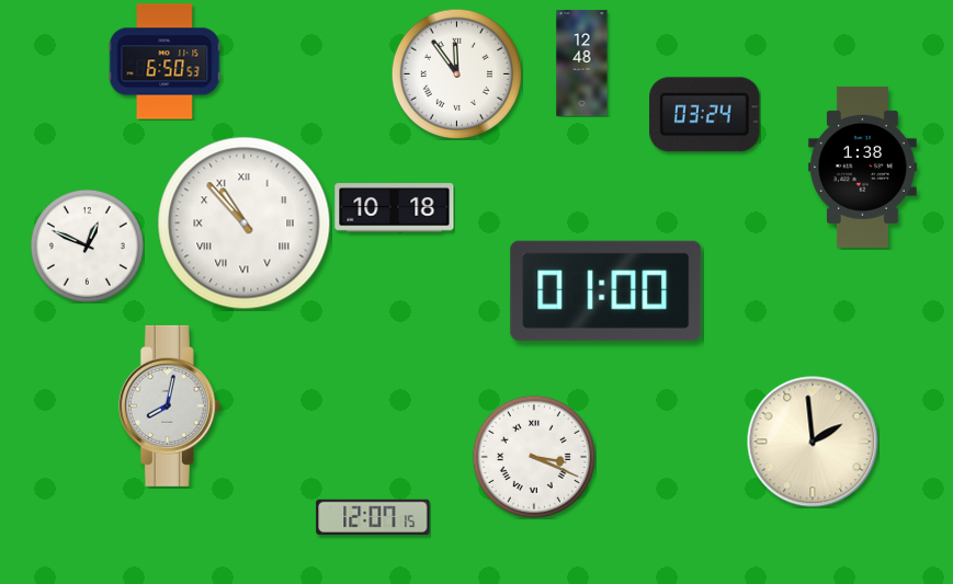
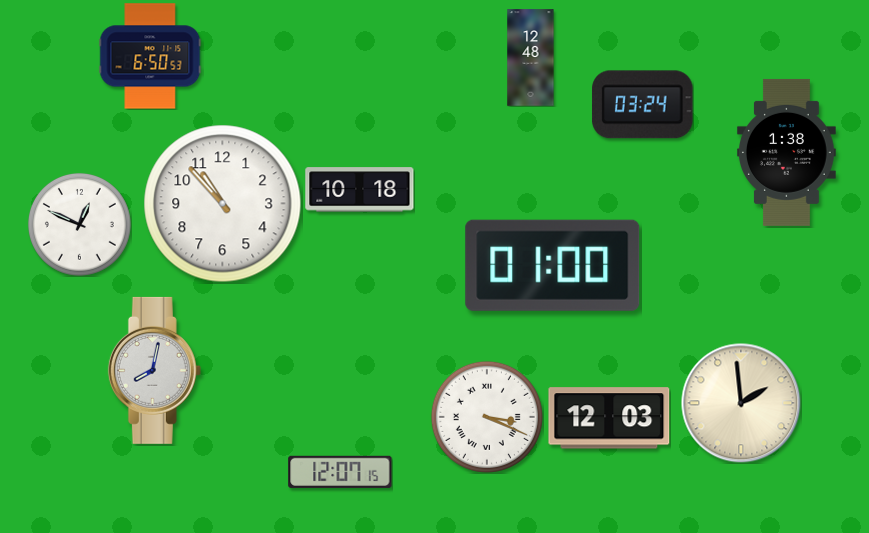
clock at (456, 73): 11:54 -> none
clock at (245, 224) numerals: Roman -> Arabic
clock at (609, 418): none -> 12:03
